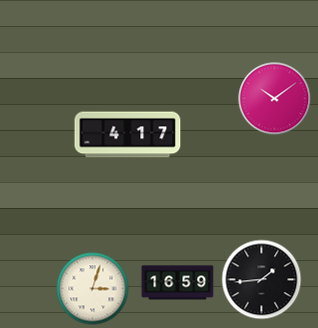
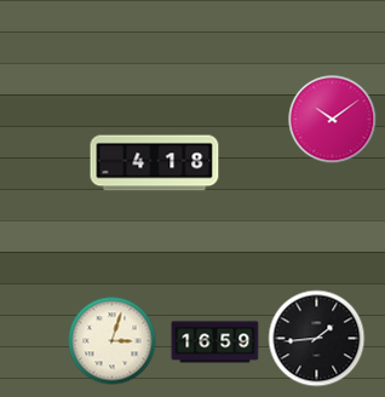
clock at (128, 135): 4:17 -> 4:18
clock at (93, 289) position: (93, 289) -> (113, 341)
